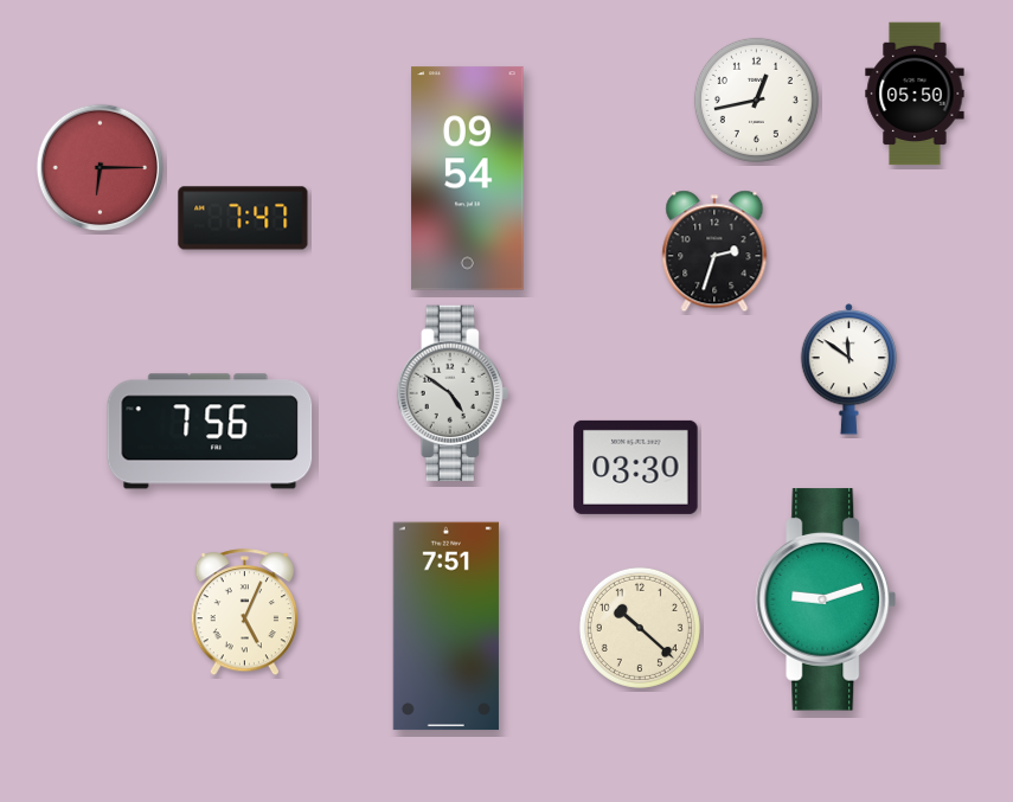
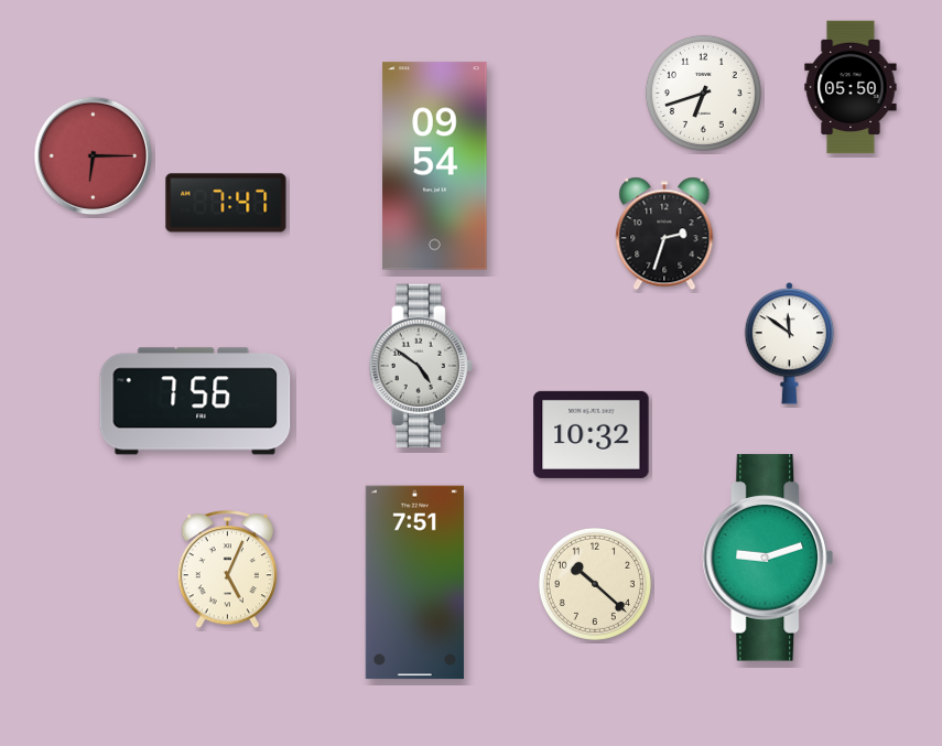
clock at (756, 100): 12:43 -> 6:42
clock at (636, 467): 03:30 -> 10:32
